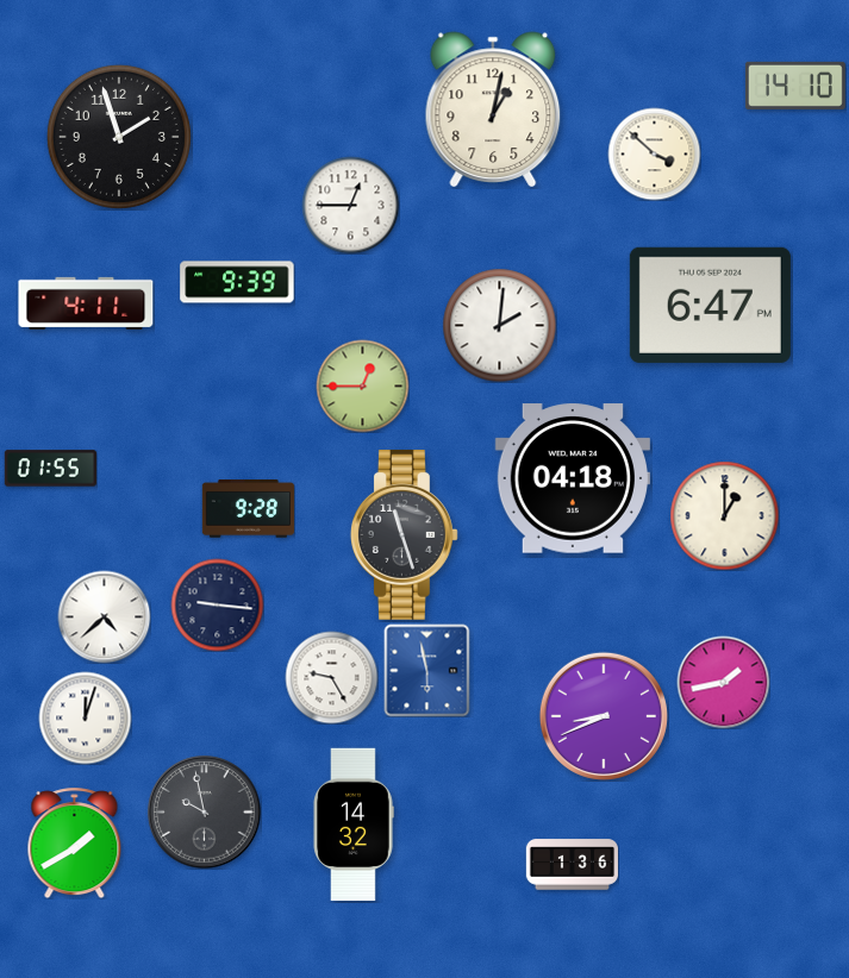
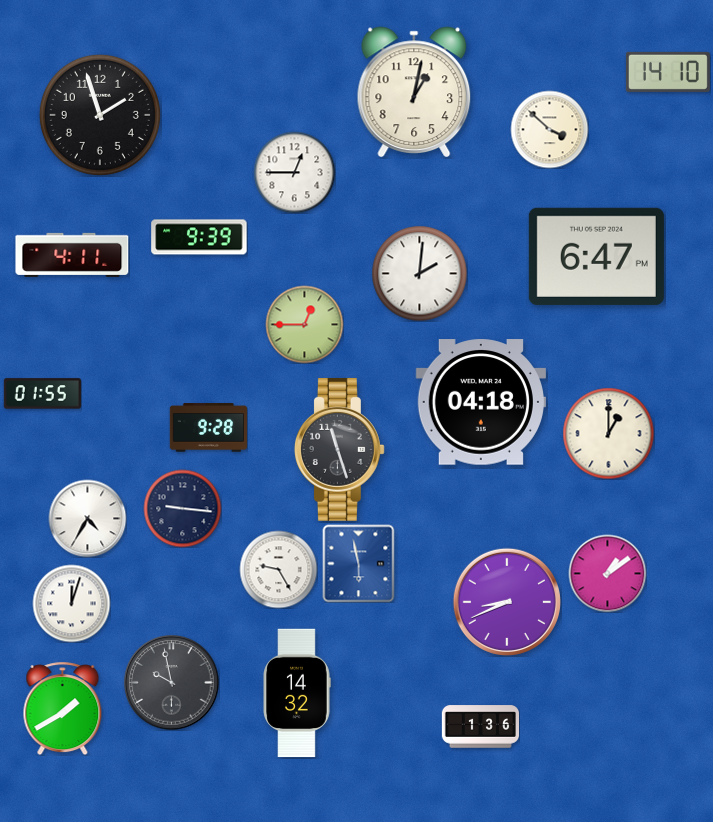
clock at (104, 616): 4:38 -> 4:35
clock at (723, 682): 1:43 -> 1:09
